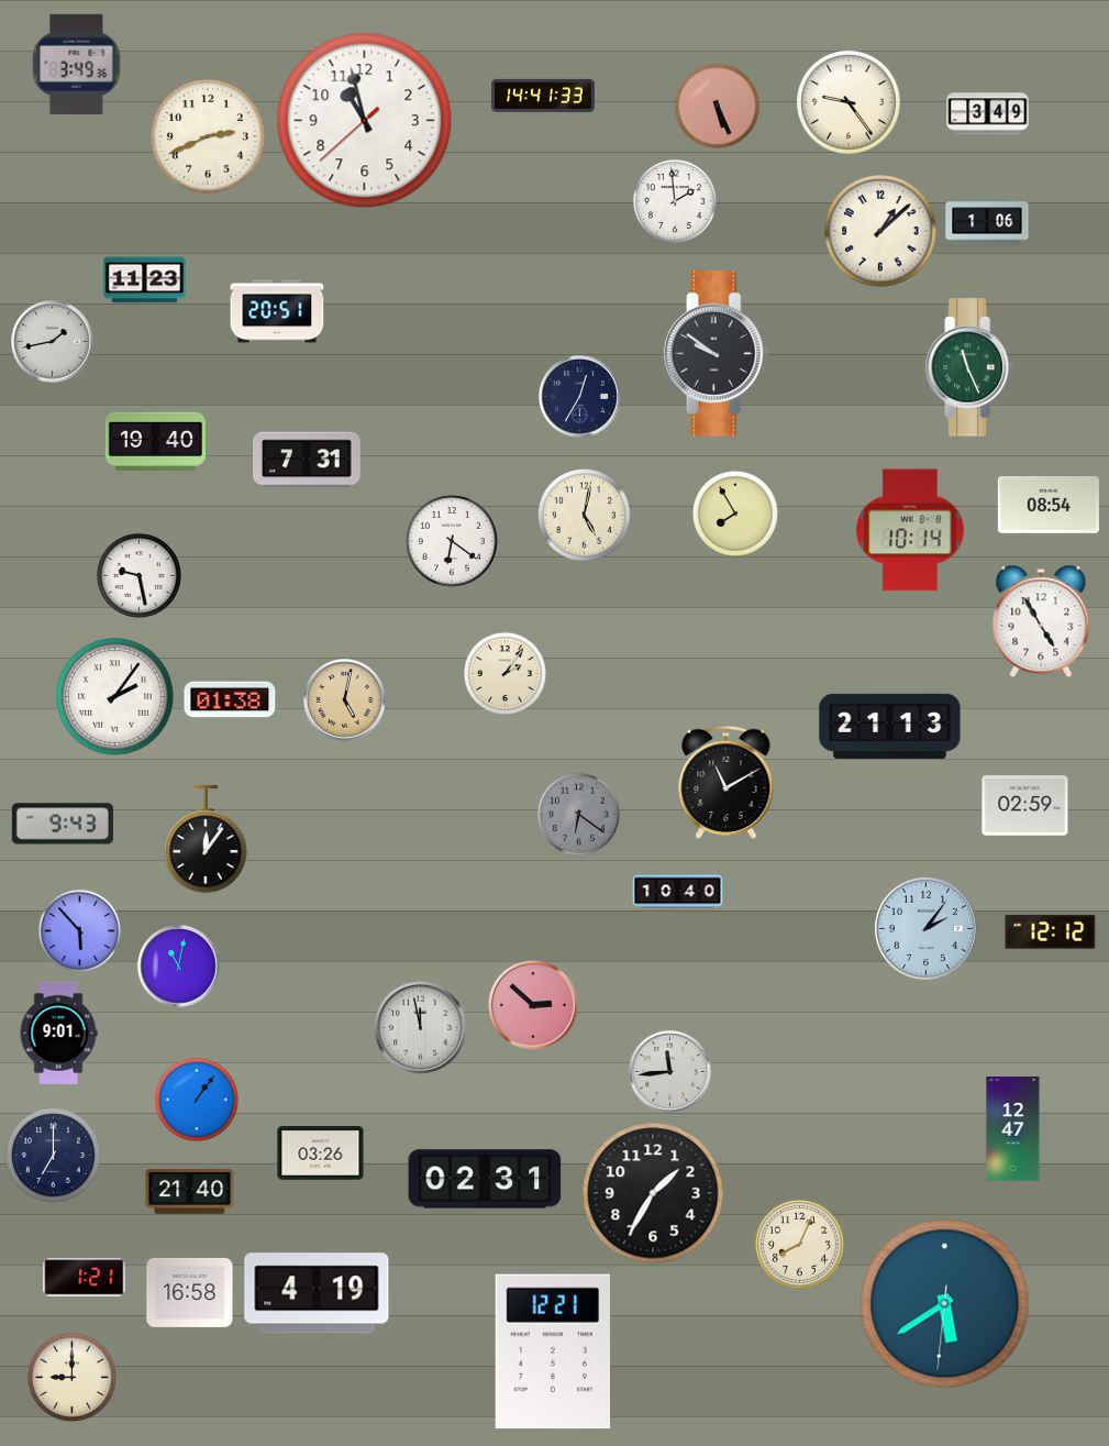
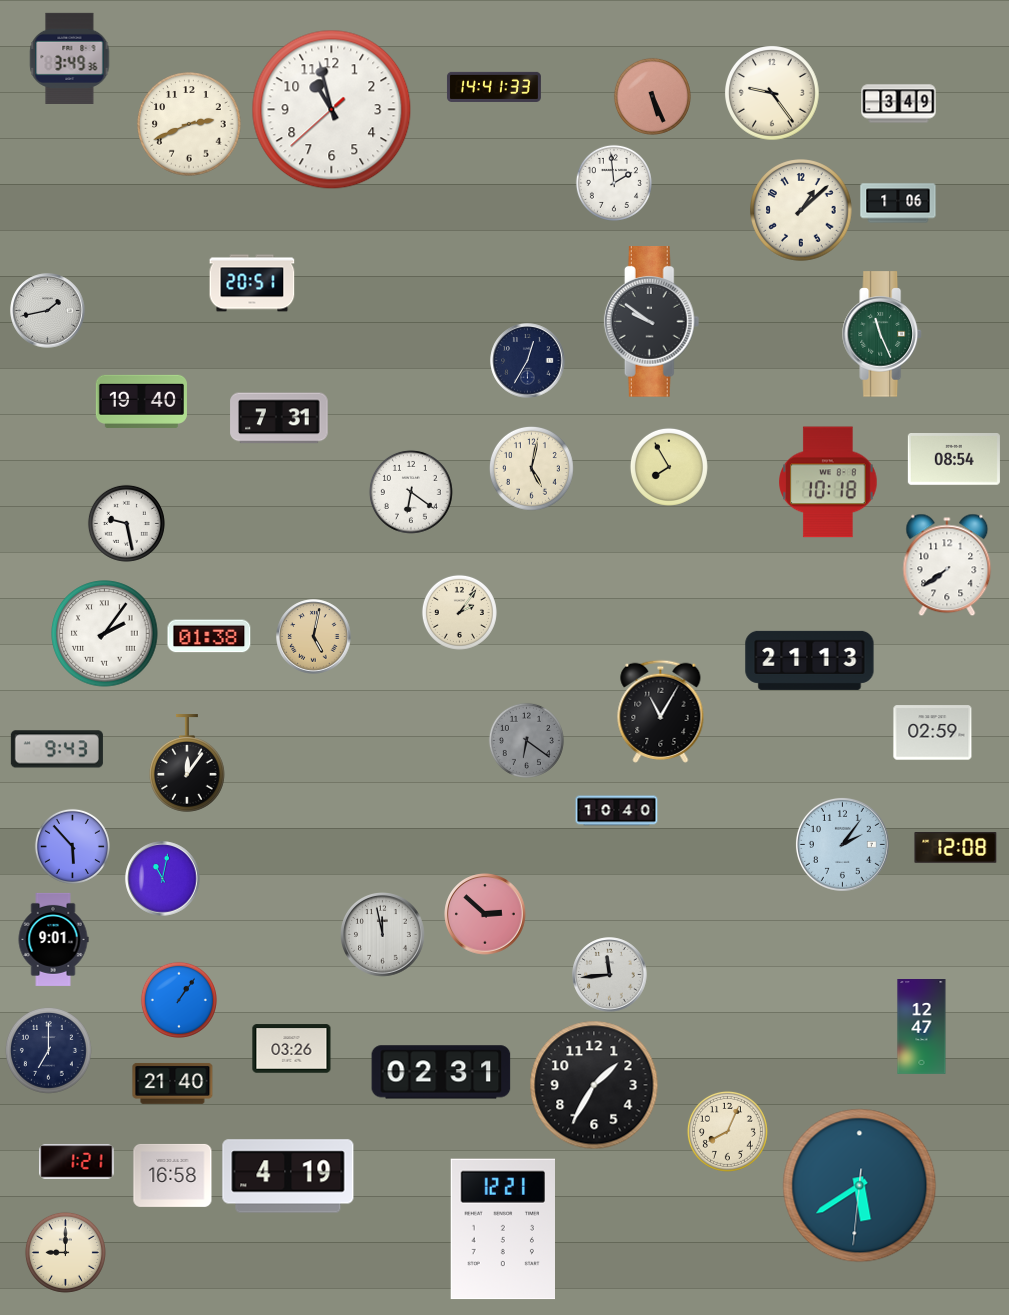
clock at (145, 280): 11:23 -> none
clock at (910, 530): 10:14 -> 10:18
clock at (1041, 621): 4:55 -> 7:39
clock at (727, 782): 11:10 -> 11:05
clock at (1051, 932): 12:12 -> 12:08
